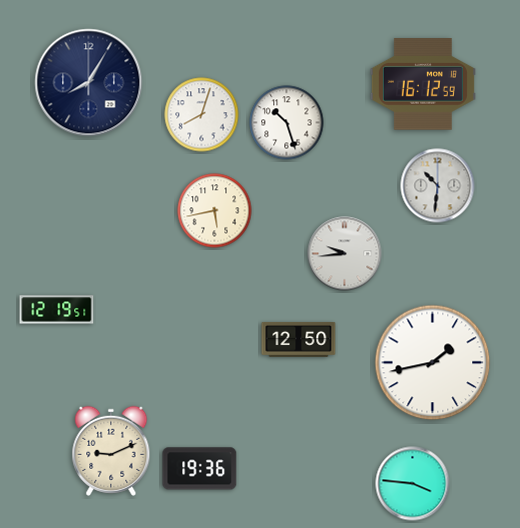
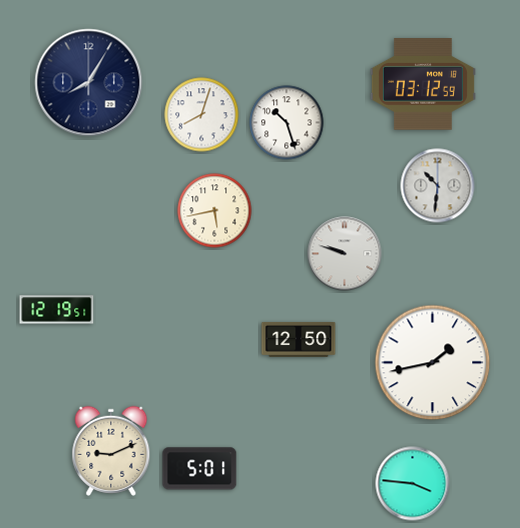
clock at (423, 84): 16:12 -> 03:12
clock at (345, 254): 9:44 -> 9:48
clock at (200, 469): 19:36 -> 5:01
